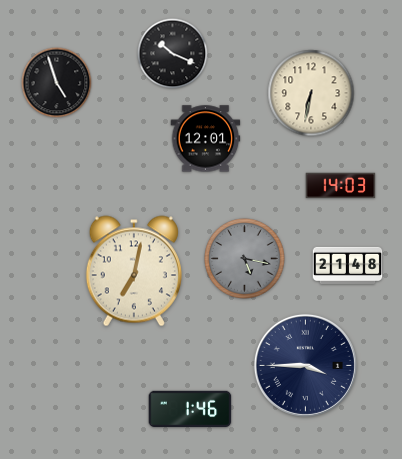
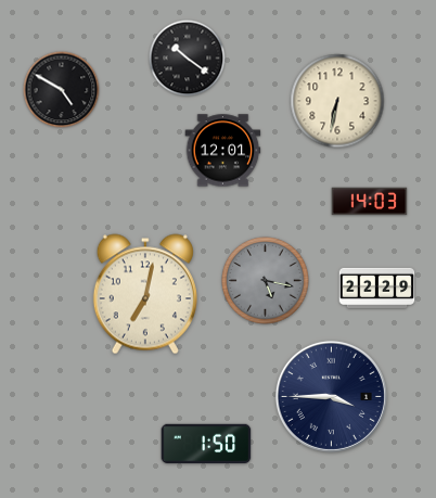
clock at (173, 54): 10:19 -> 10:21
clock at (57, 83): 4:57 -> 4:50
clock at (348, 265): 21:48 -> 22:29
clock at (190, 409): 1:46 -> 1:50
